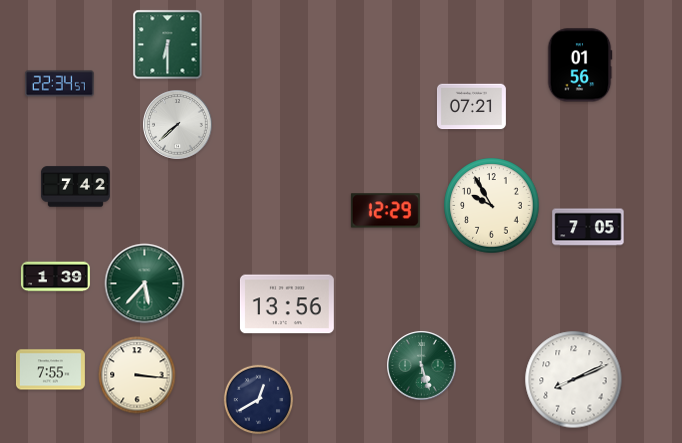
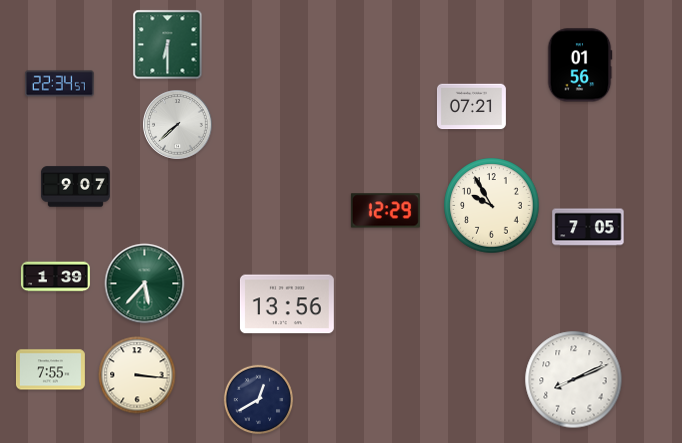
clock at (75, 187): 7:42 -> 9:07
clock at (422, 366): 5:27 -> none
